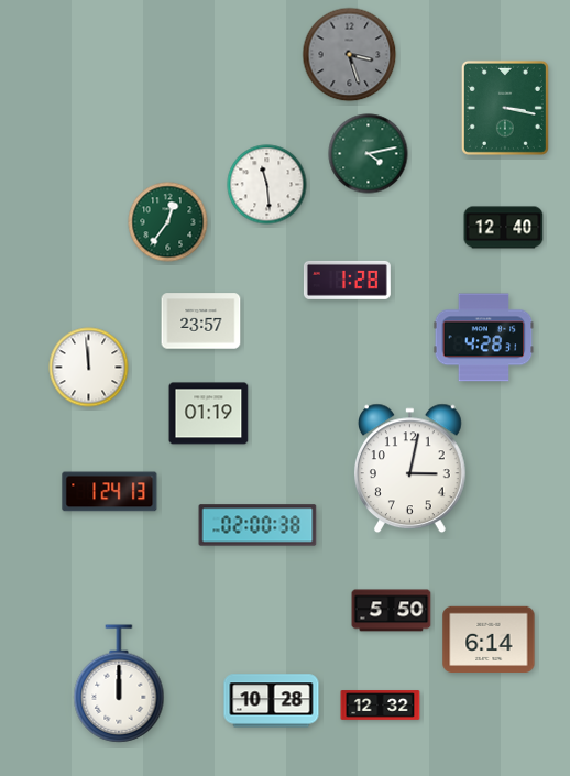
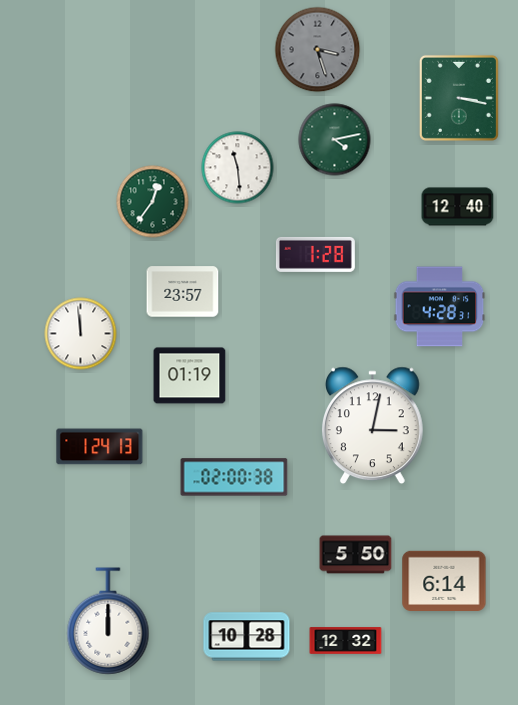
clock at (267, 185) position: (267, 185) -> (238, 168)
